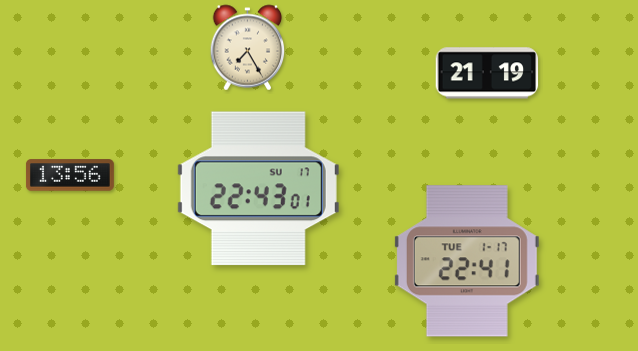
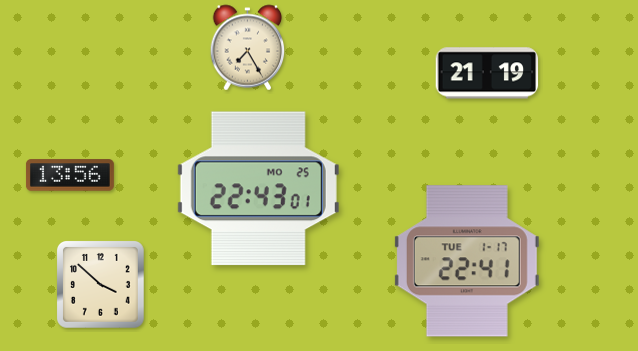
clock at (258, 189) date: SU 17 -> MO 25
clock at (101, 285): none -> 3:52
